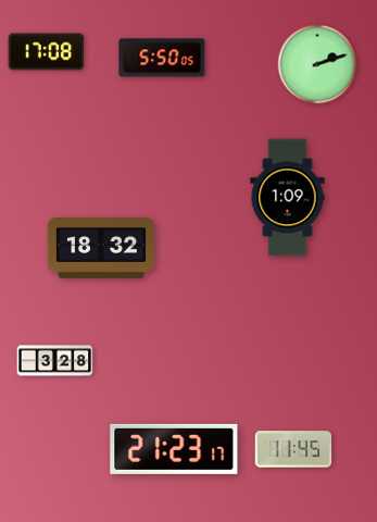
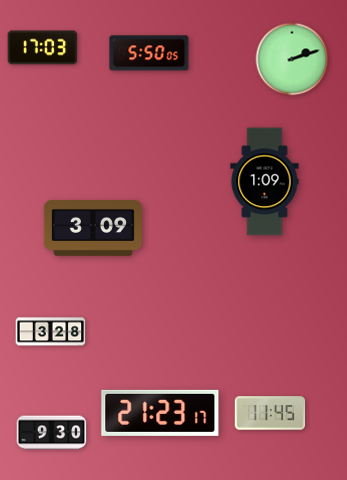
clock at (47, 52): 17:08 -> 17:03
clock at (101, 249): 18:32 -> 3:09
clock at (52, 433): none -> 9:30
